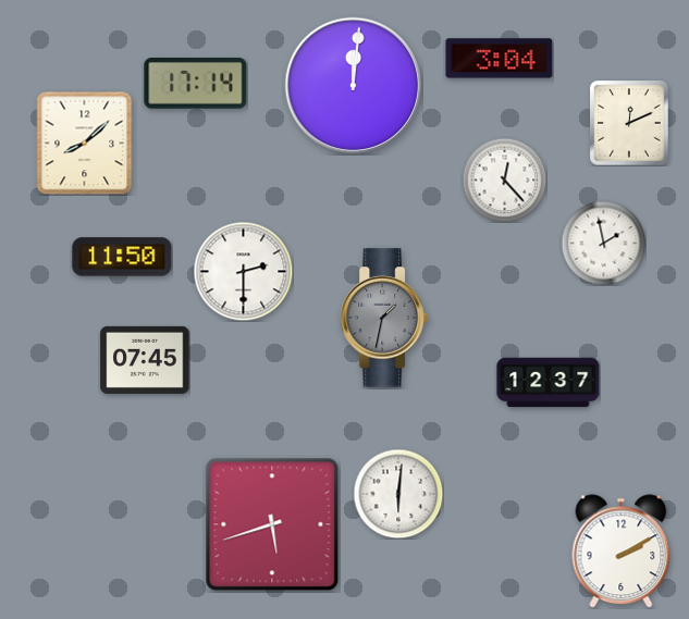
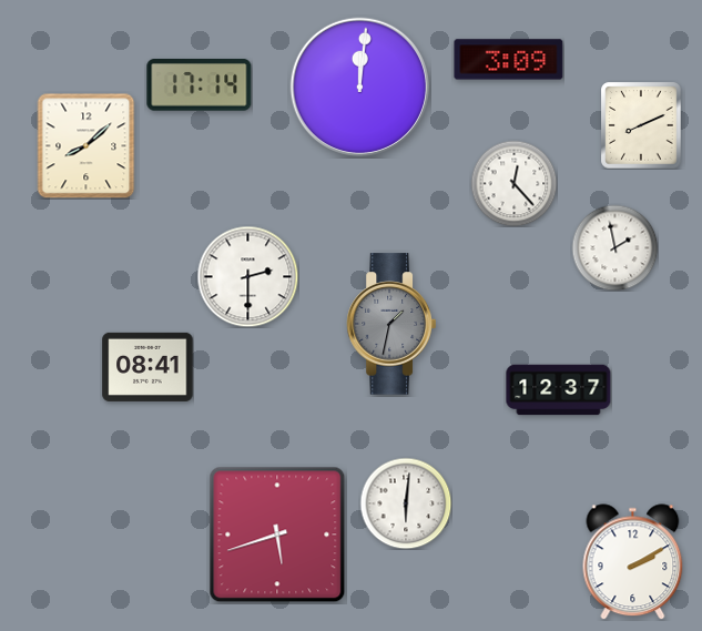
clock at (500, 59): 3:04 -> 3:09
clock at (629, 123): 12:11 -> 8:11
clock at (122, 257): 11:50 -> none
clock at (145, 360): 07:45 -> 08:41
